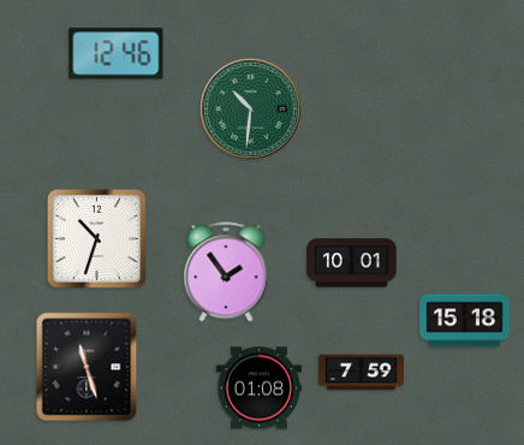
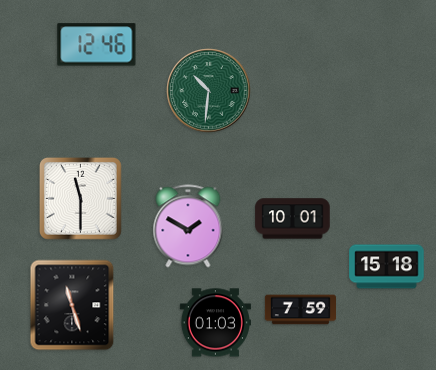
clock at (97, 239): 10:33 -> 11:30
clock at (226, 272): 1:54 -> 1:50
clock at (258, 388): 01:08 -> 01:03
